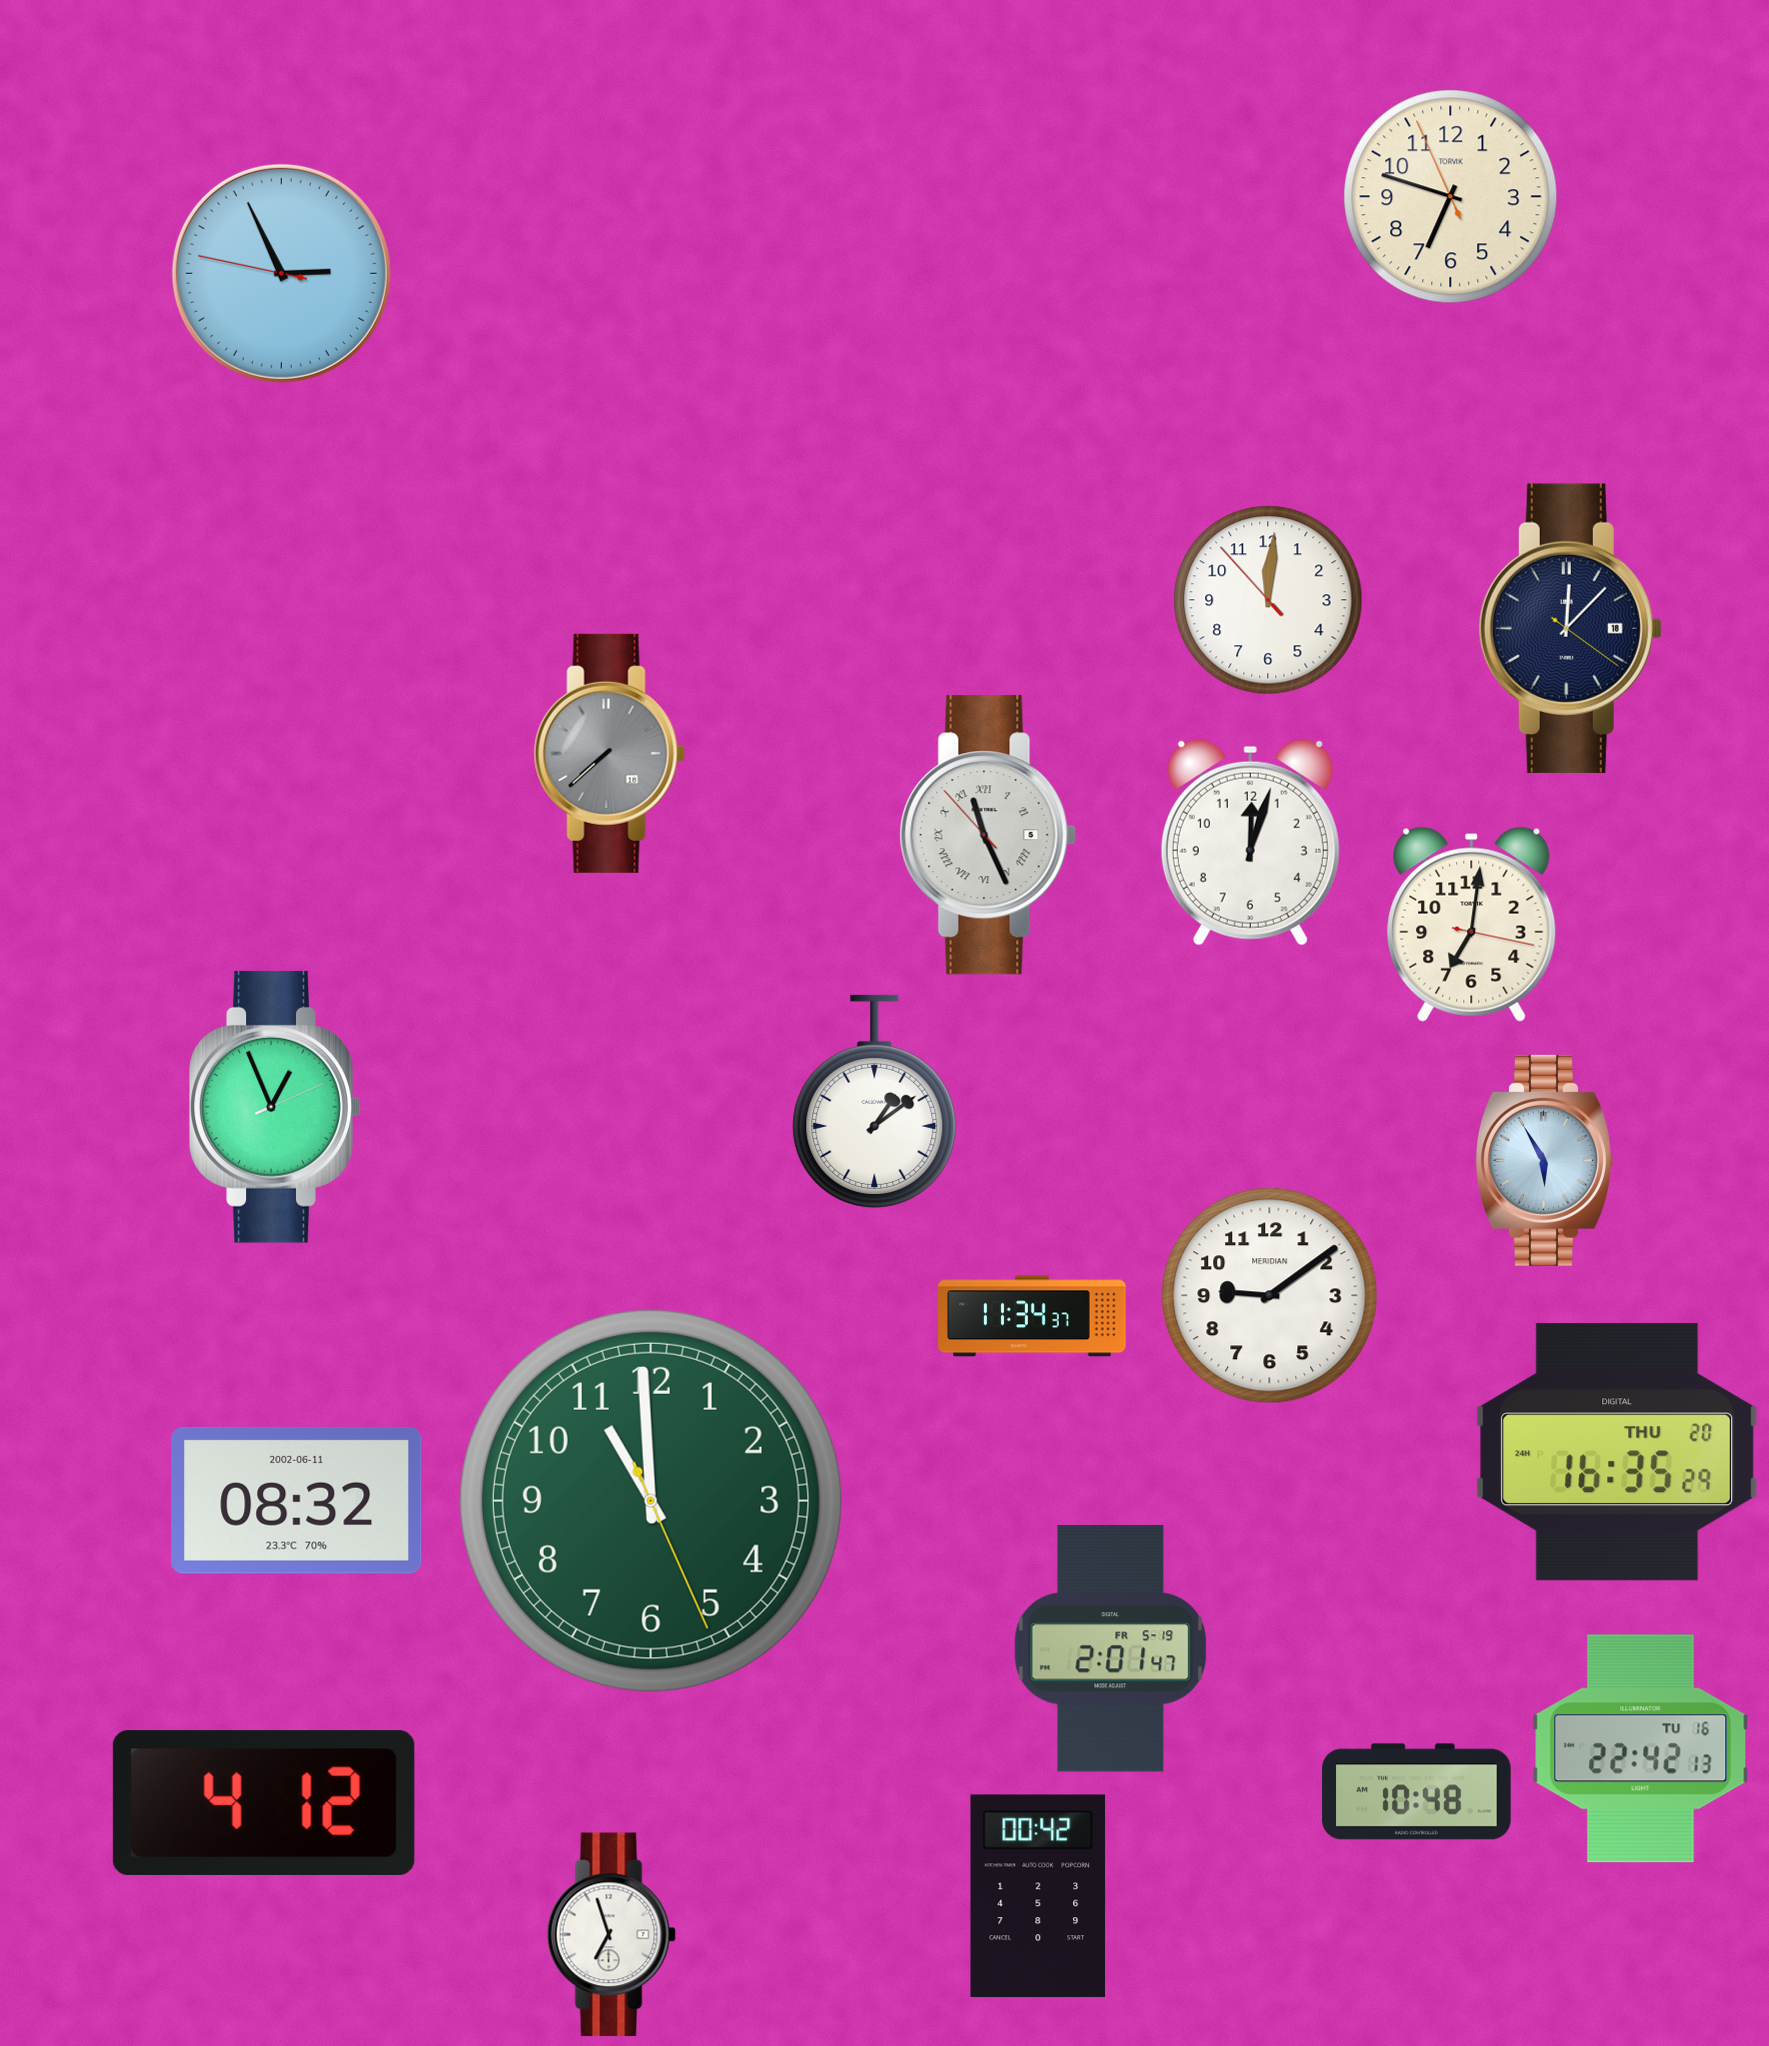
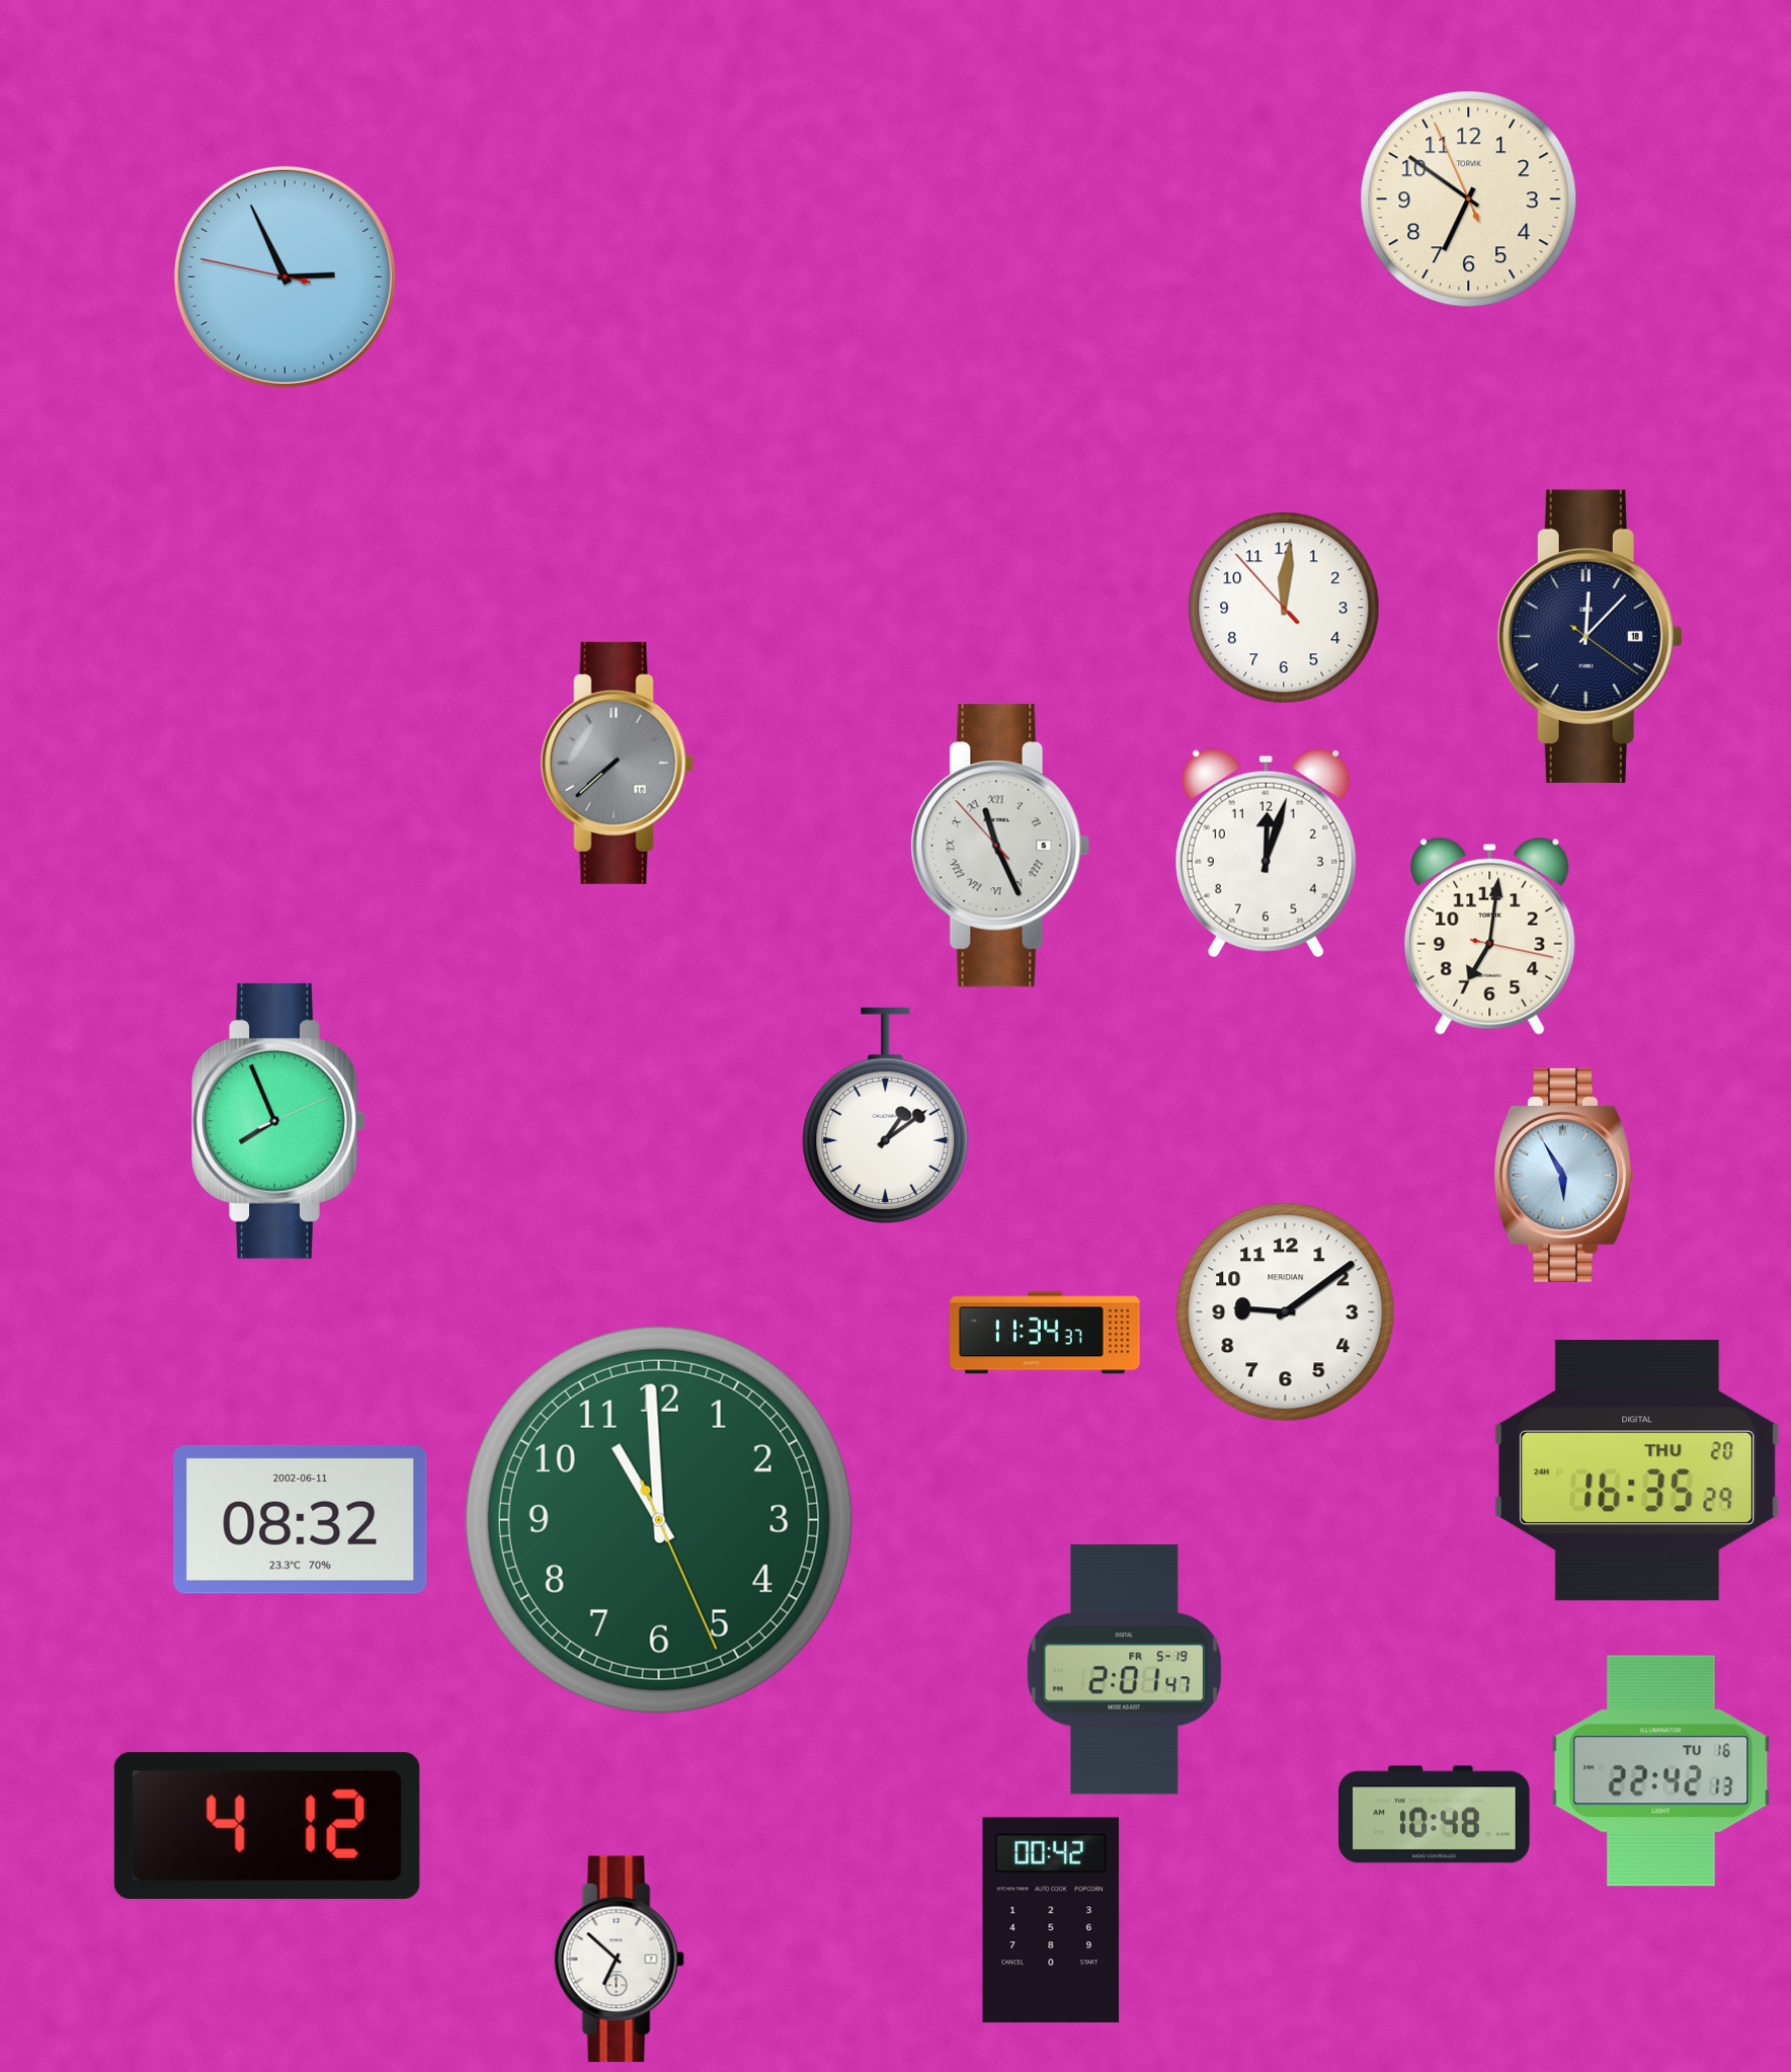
clock at (1451, 197): 6:47 -> 6:50
clock at (275, 1107): 12:56 -> 7:56
clock at (611, 1935): 6:57 -> 6:52
